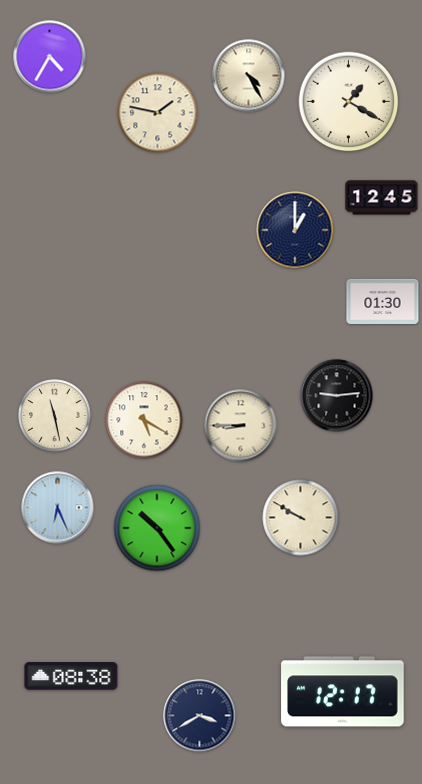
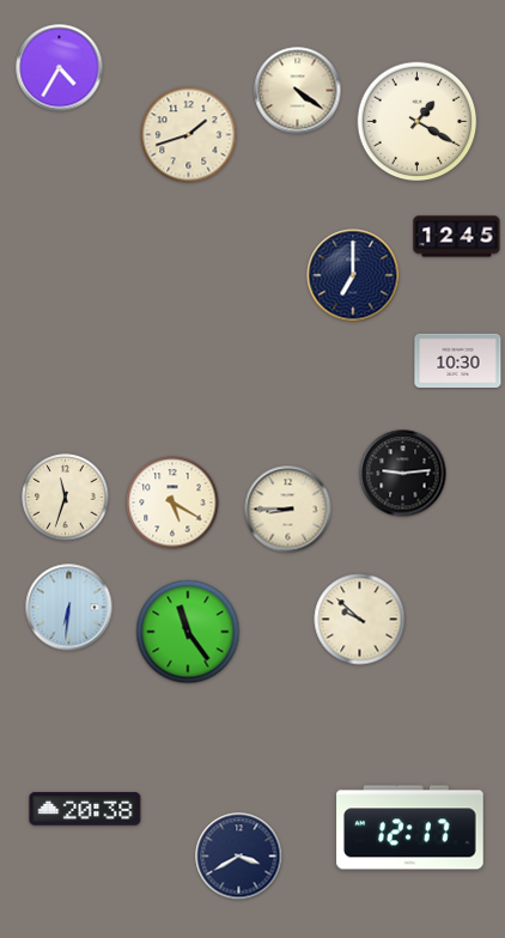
clock at (249, 76): 4:25 -> 4:21
clock at (158, 113): 1:47 -> 1:42
clock at (295, 230): 1:00 -> 7:00
clock at (383, 301): 01:30 -> 10:30
clock at (55, 416): 11:28 -> 11:33
clock at (58, 508): 6:26 -> 6:31
clock at (301, 518): 9:50 -> 9:52
clock at (157, 528): 10:24 -> 11:24
clock at (71, 676): 08:38 -> 20:38
